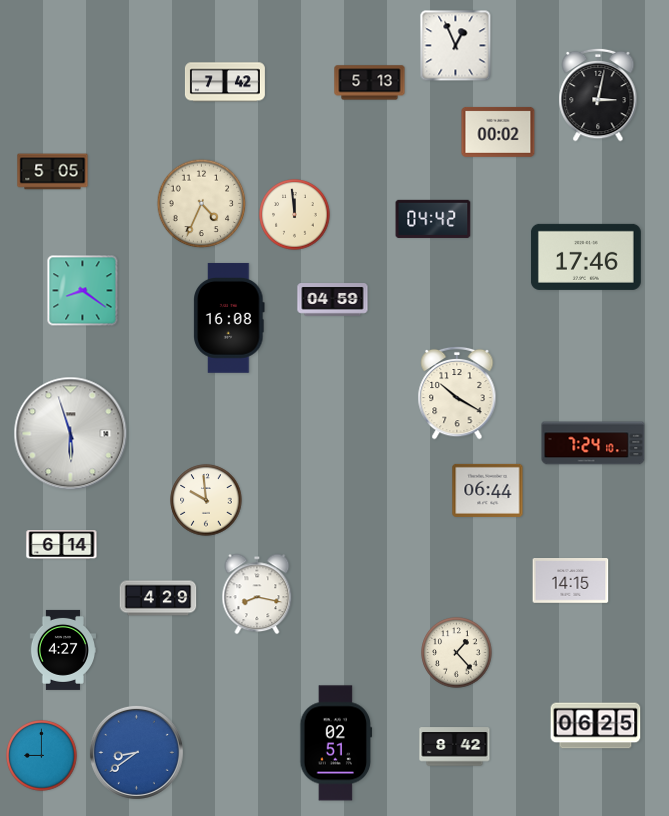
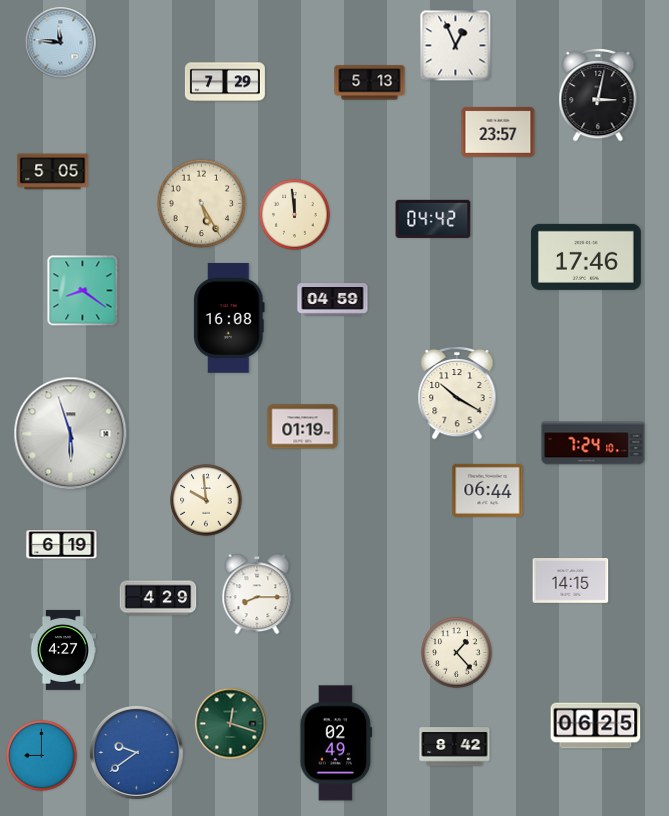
clock at (61, 43): none -> 11:46
clock at (225, 82): 7:42 -> 7:29
clock at (498, 132): 00:02 -> 23:57
clock at (202, 204): 4:34 -> 5:25
clock at (303, 427): none -> 01:19
clock at (62, 545): 6:14 -> 6:19
clock at (257, 594): 8:17 -> 8:15
clock at (231, 724): none -> 12:18
clock at (336, 743): 02:51 -> 02:49
clock at (136, 752): 8:39 -> 9:39
